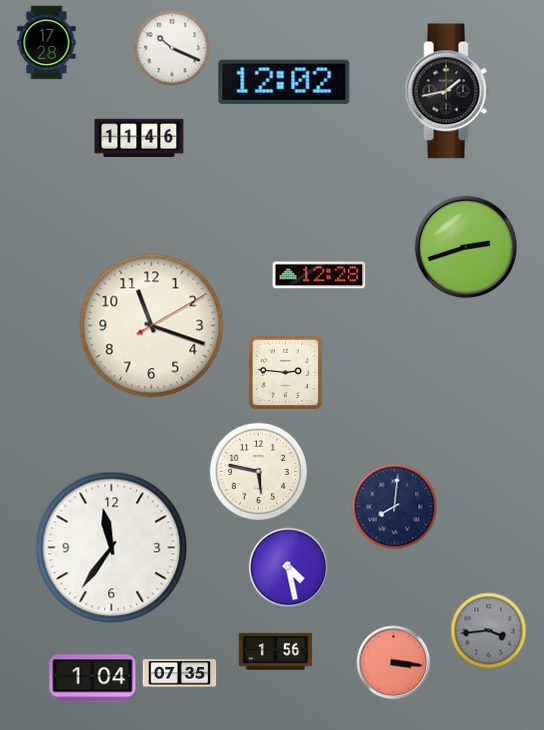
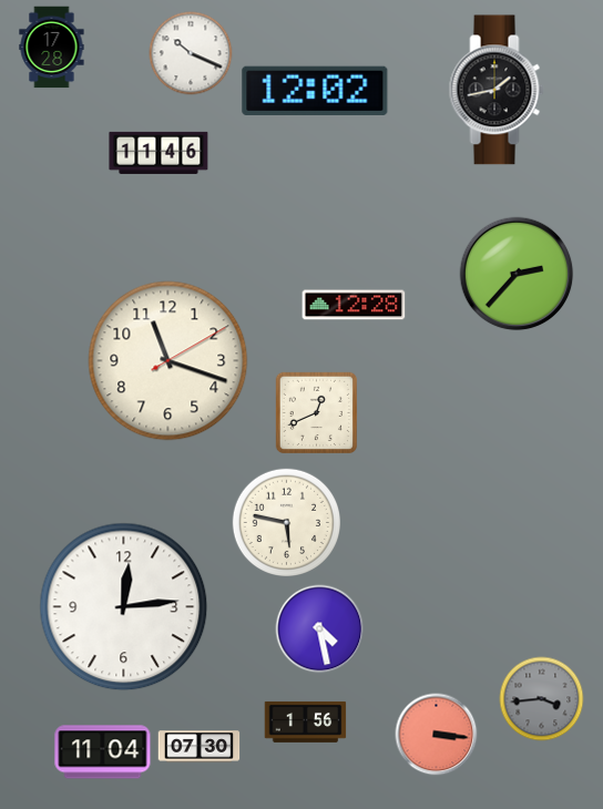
clock at (448, 91) position: (448, 91) -> (497, 90)
clock at (139, 138) position: (139, 138) -> (159, 153)
clock at (466, 247): 2:42 -> 2:37
clock at (285, 372): 2:46 -> 12:41
clock at (395, 507): 8:01 -> none
clock at (112, 548): 11:36 -> 12:14
clock at (180, 674): 07:35 -> 07:30
clock at (93, 679): 1:04 -> 11:04
